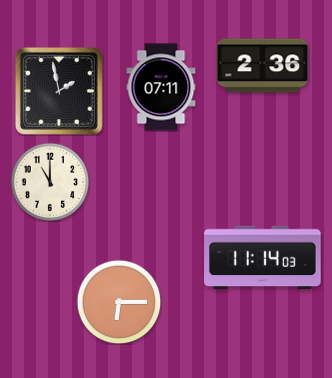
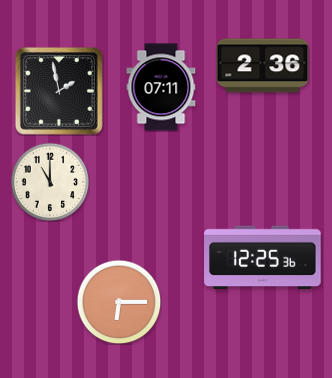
clock at (263, 258): 11:14 -> 12:25
